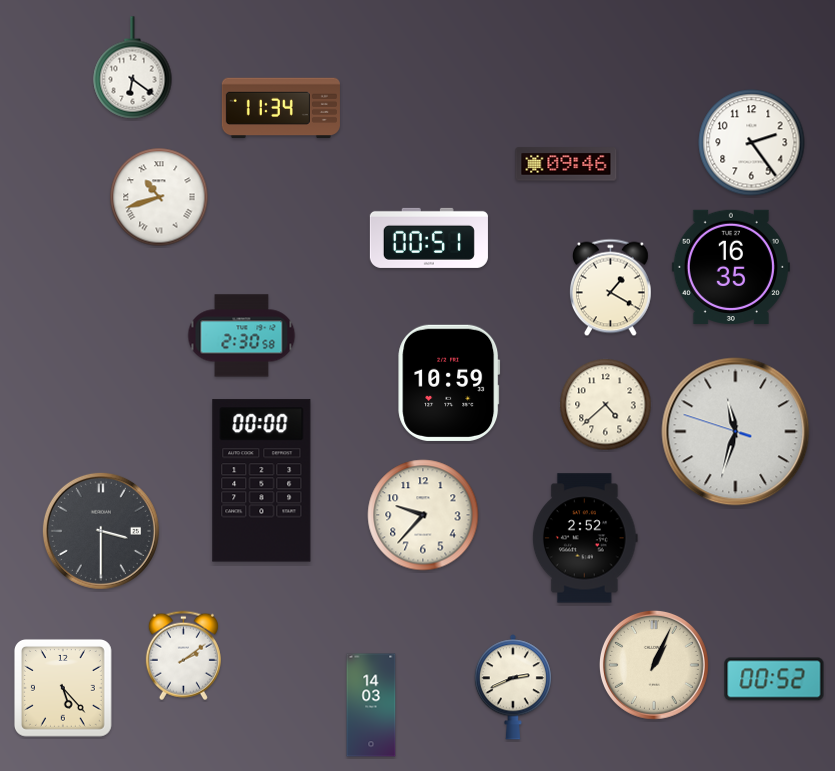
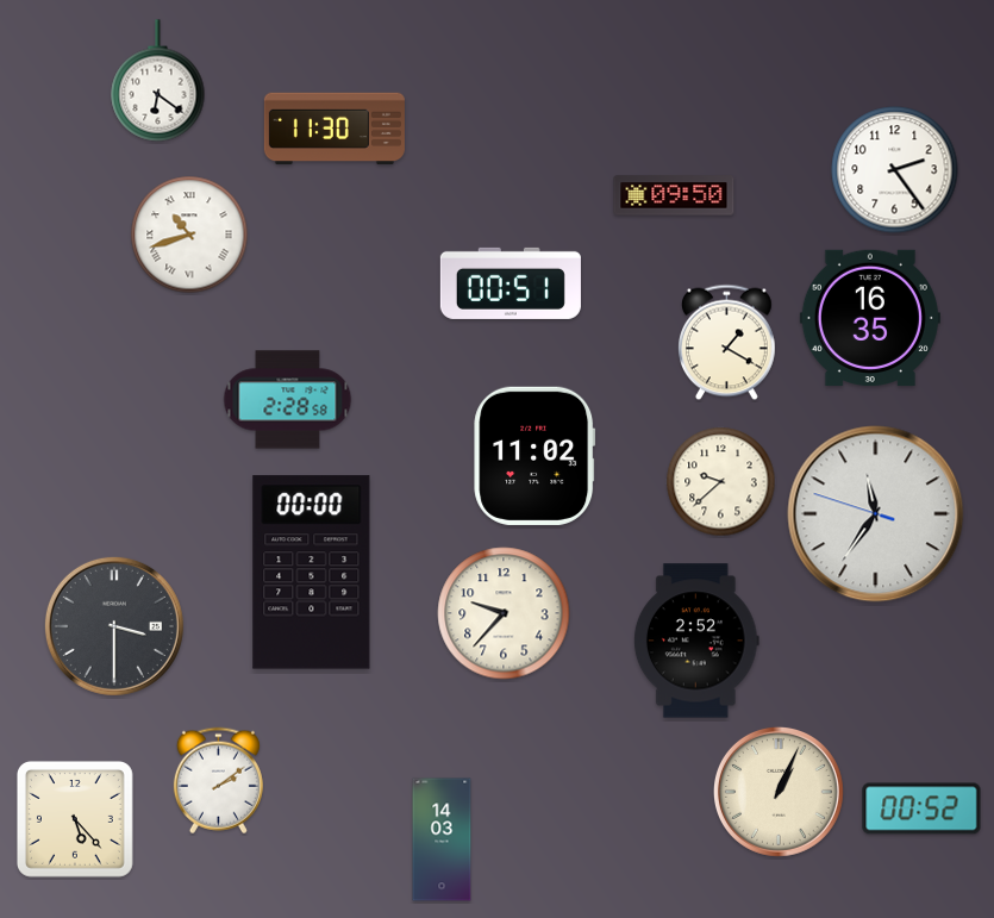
clock at (281, 108): 11:34 -> 11:30
clock at (566, 164): 09:46 -> 09:50
clock at (242, 336): 2:30 -> 2:28
clock at (449, 383): 10:59 -> 11:02
clock at (606, 405): 4:38 -> 9:38
clock at (736, 432): 11:32 -> 11:35
clock at (101, 531) position: (101, 531) -> (114, 626)
clock at (513, 687): 2:41 -> none
